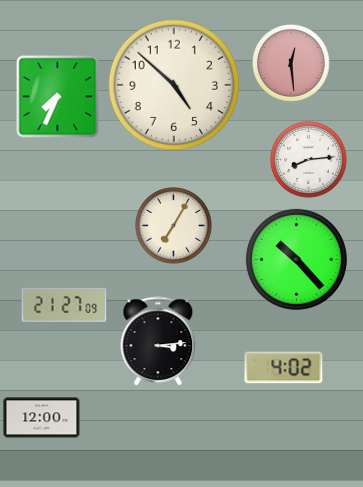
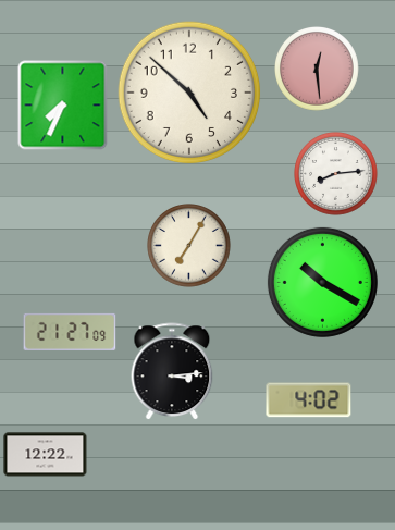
clock at (296, 259): 10:23 -> 10:20
clock at (42, 418): 12:00 -> 12:22
